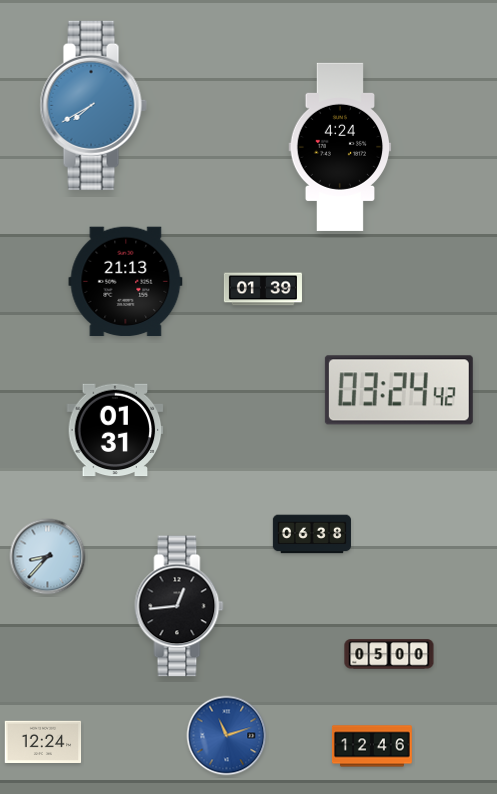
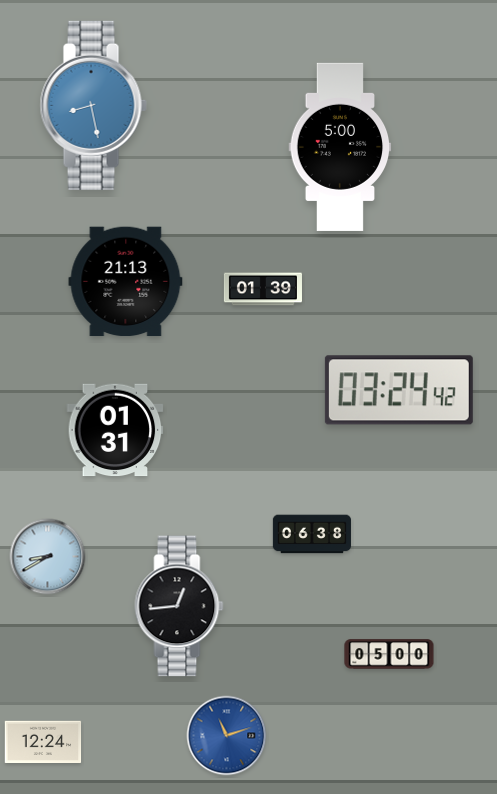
clock at (93, 105): 7:40 -> 8:28
clock at (340, 147): 4:24 -> 5:00
clock at (48, 557): 8:37 -> 8:40
clock at (372, 746): 12:46 -> none
